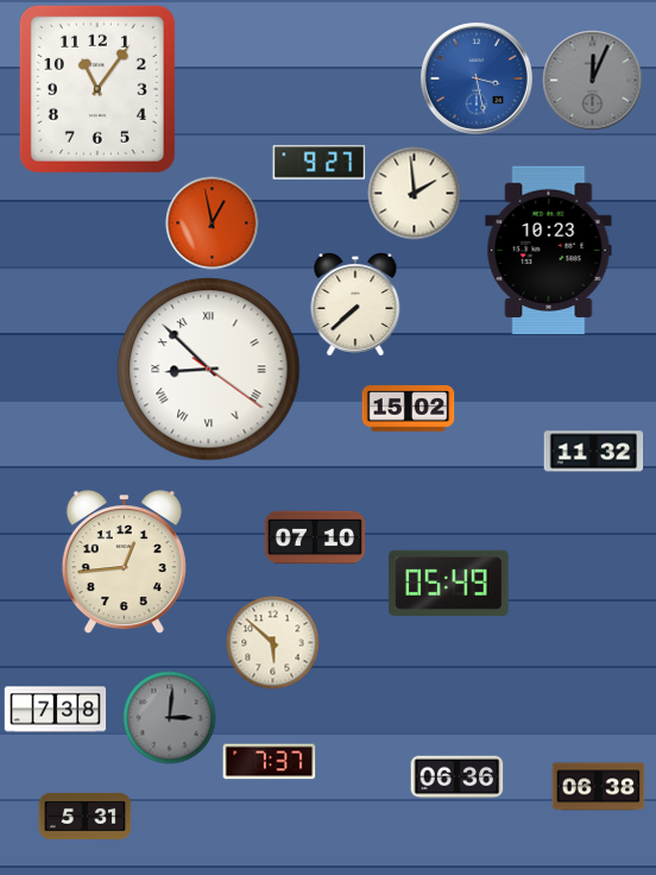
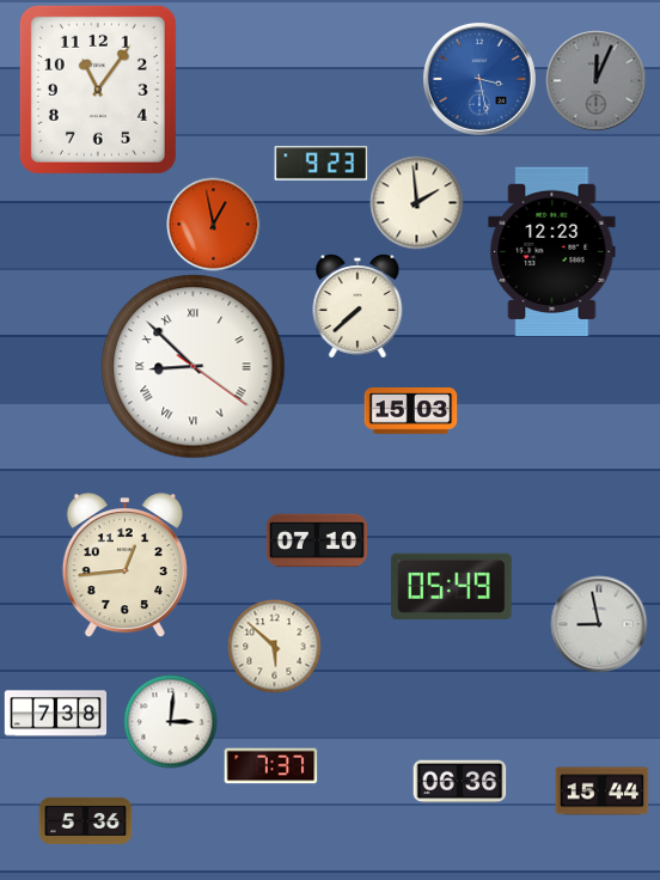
clock at (318, 163): 9:27 -> 9:23
clock at (414, 193) position: (414, 193) -> (416, 202)
clock at (549, 251): 10:23 -> 12:23
clock at (209, 370) position: (209, 370) -> (194, 367)
clock at (408, 409): 15:02 -> 15:03
clock at (593, 452): 11:32 -> none
clock at (599, 624): none -> 8:58
clock at (169, 717) dial: grey -> white
clock at (598, 787): 06:38 -> 15:44
clock at (84, 816): 5:31 -> 5:36
